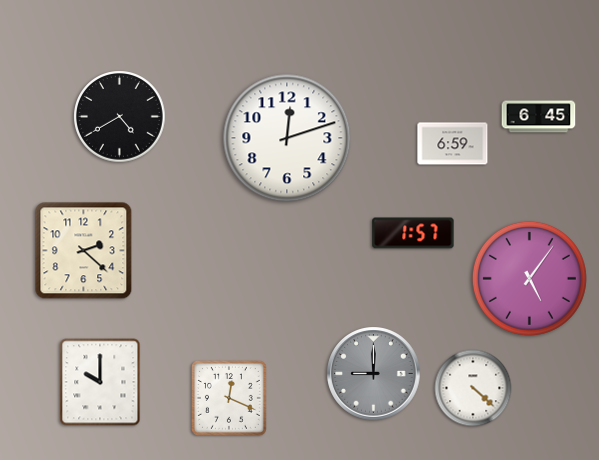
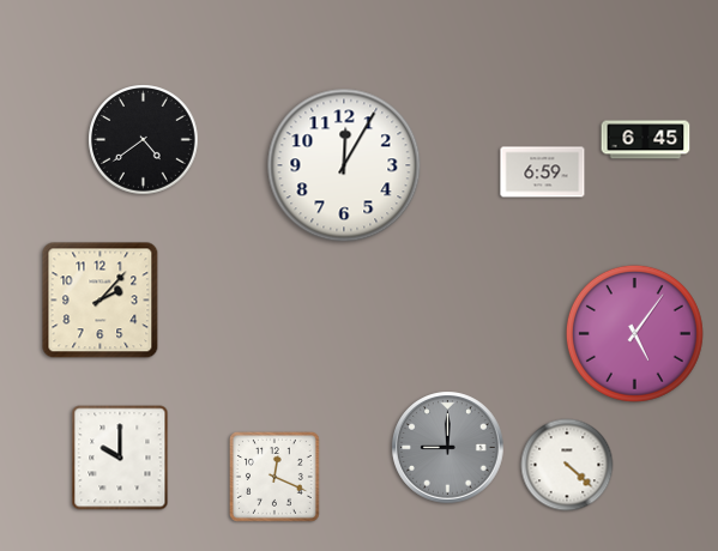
clock at (120, 117): 4:40 -> 4:39
clock at (287, 138): 12:12 -> 12:05
clock at (413, 233): 1:57 -> none
clock at (84, 251): 2:22 -> 2:07
